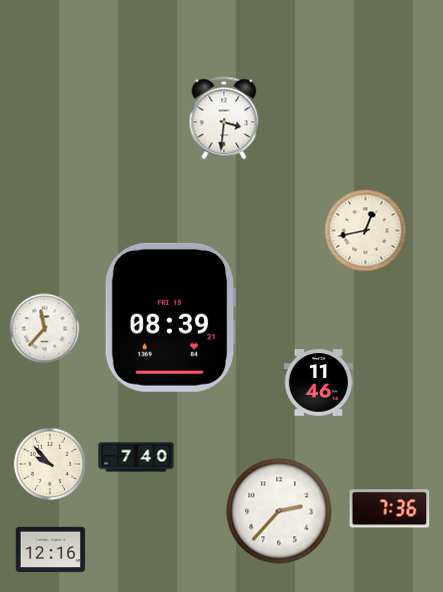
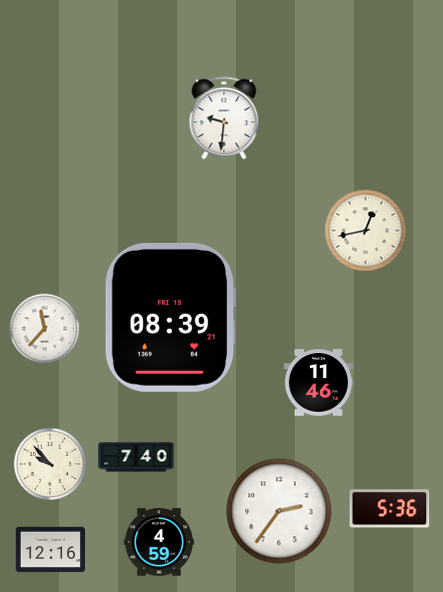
clock at (224, 118): 3:31 -> 9:31
clock at (390, 509): 7:36 -> 5:36
clock at (279, 511): 2:37 -> 2:36
clock at (159, 542): none -> 4:59
